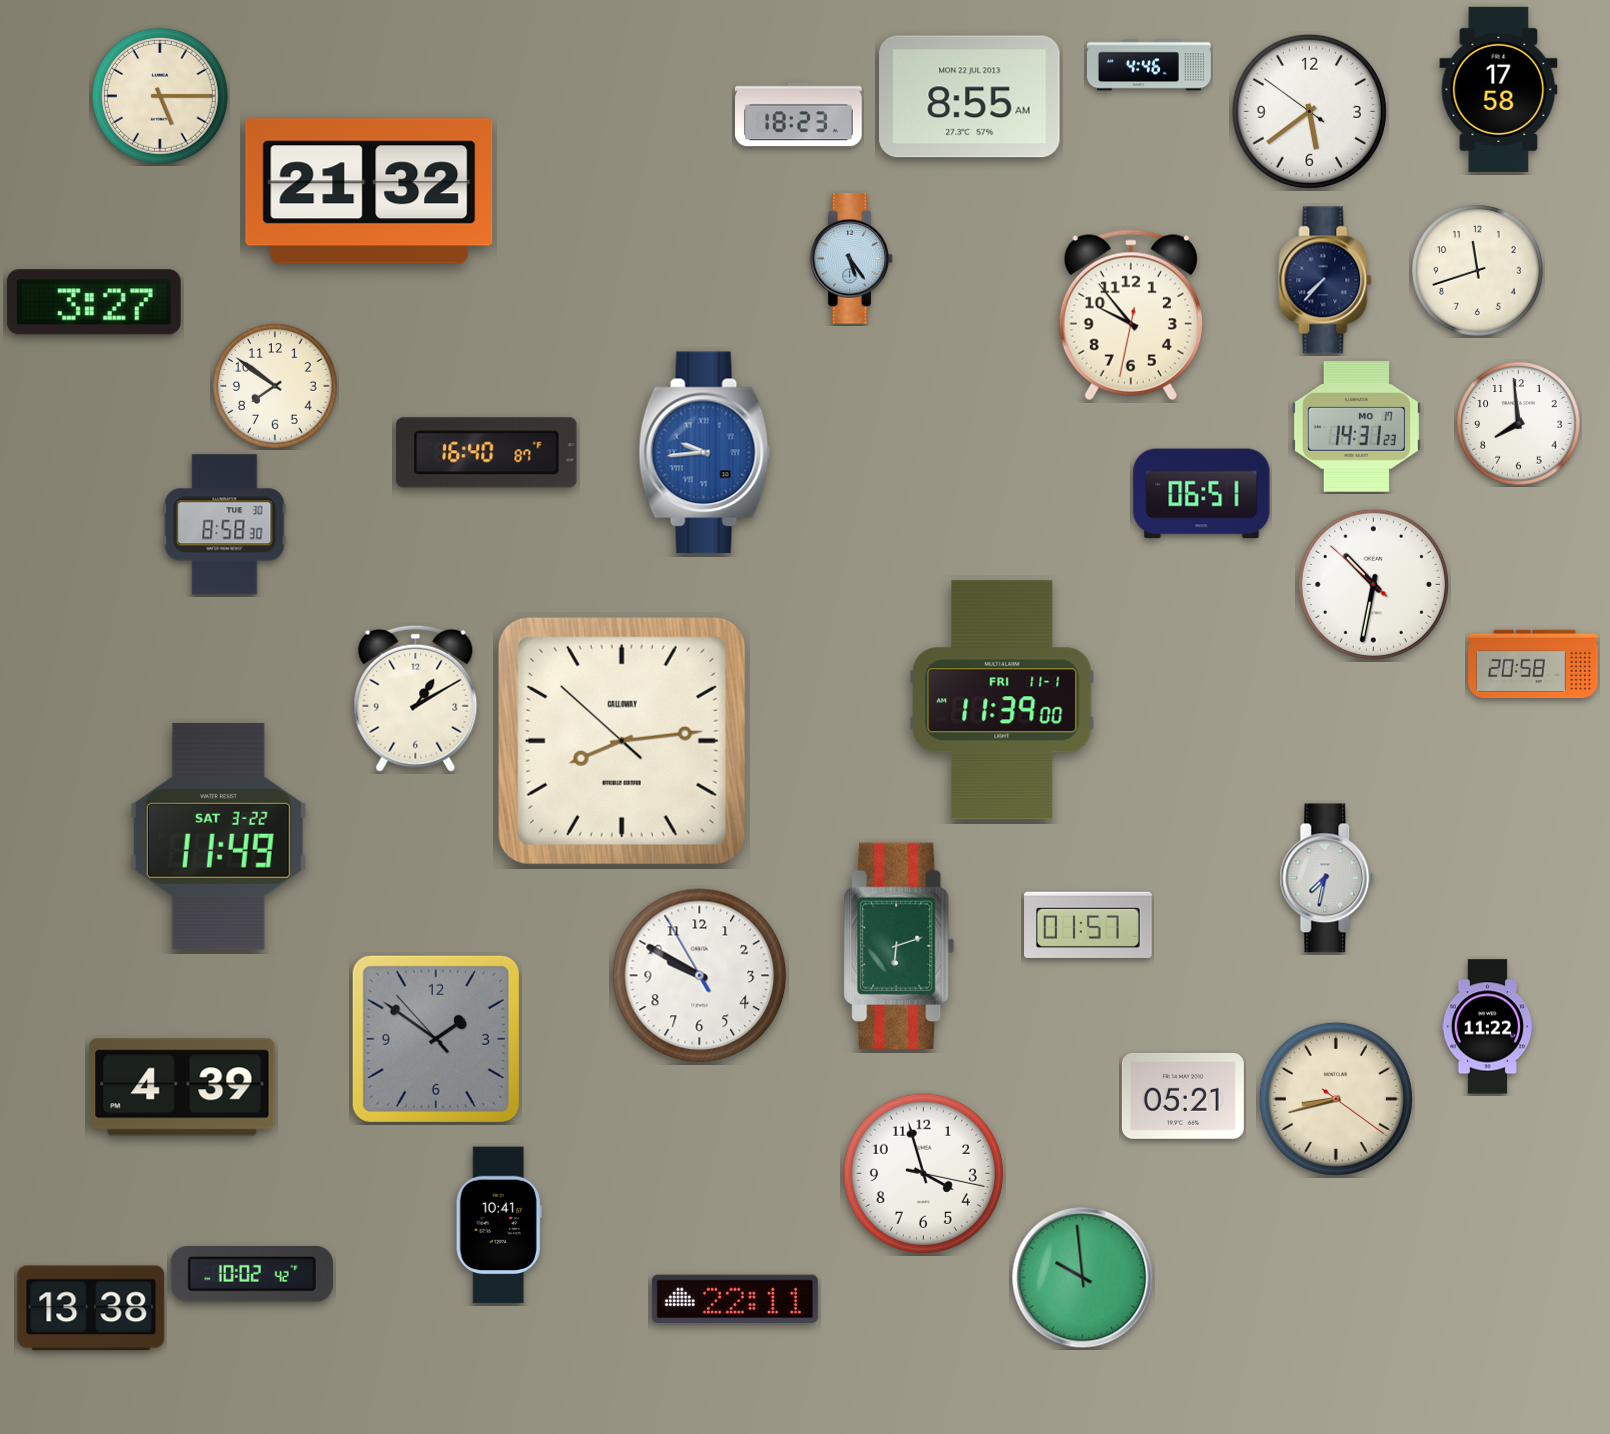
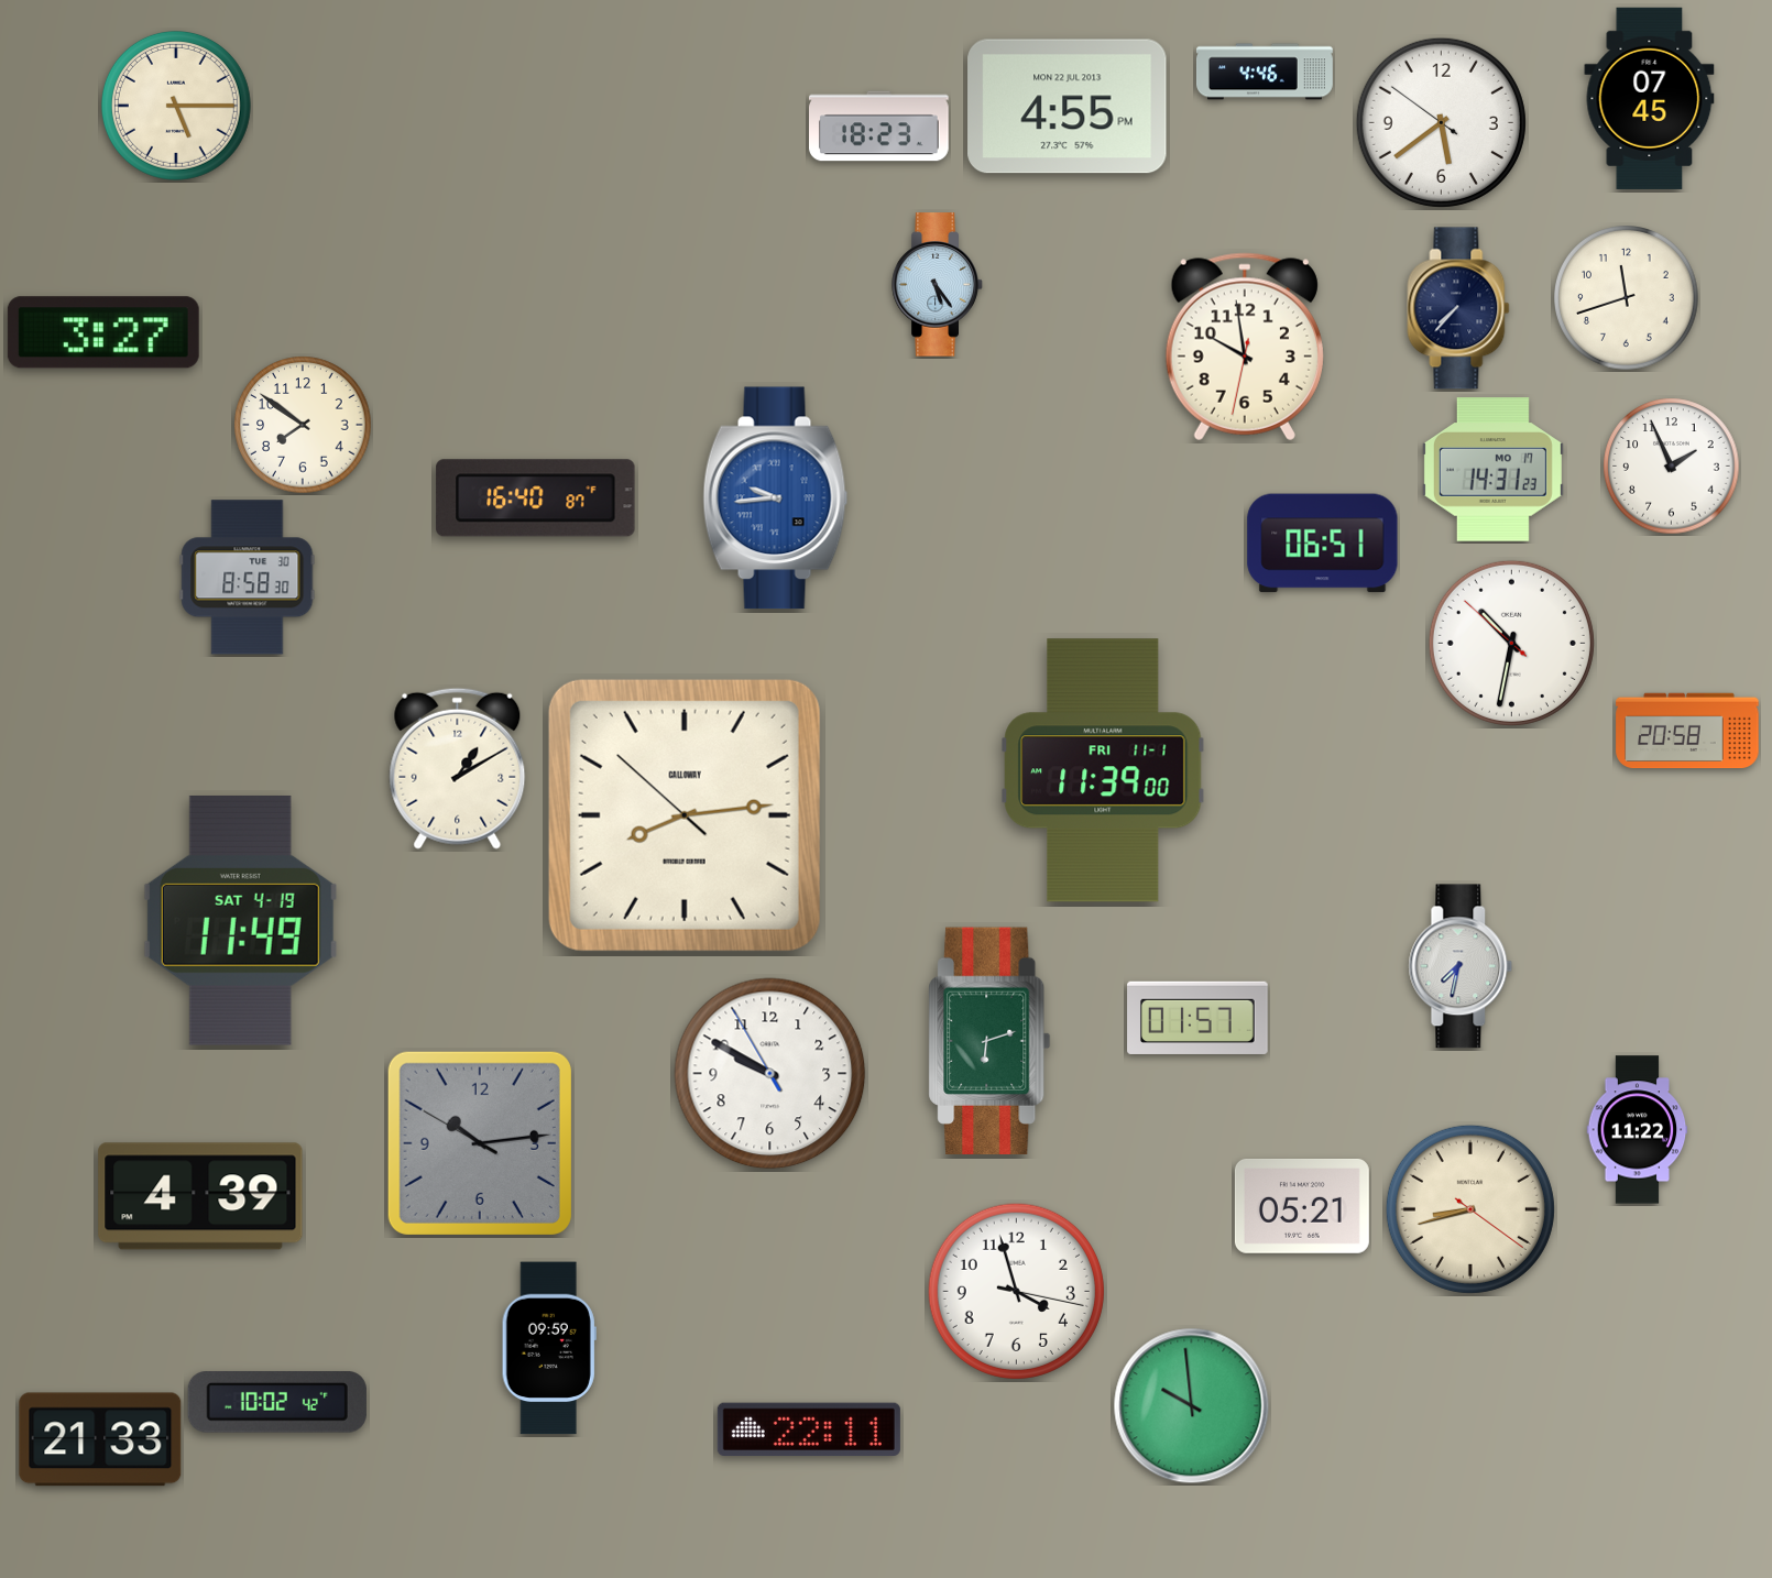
clock at (1499, 89): 17:58 -> 07:45
clock at (970, 97): 8:55 -> 4:55
clock at (369, 191): 21:32 -> none
clock at (1131, 315): 9:53 -> 9:58
clock at (1519, 424): 7:59 -> 1:56
clock at (218, 836) date: SAT 3-22 -> SAT 4-19
clock at (436, 1039): 1:50 -> 10:13
clock at (499, 1225): 10:41 -> 09:59
clock at (91, 1308): 13:38 -> 21:33
